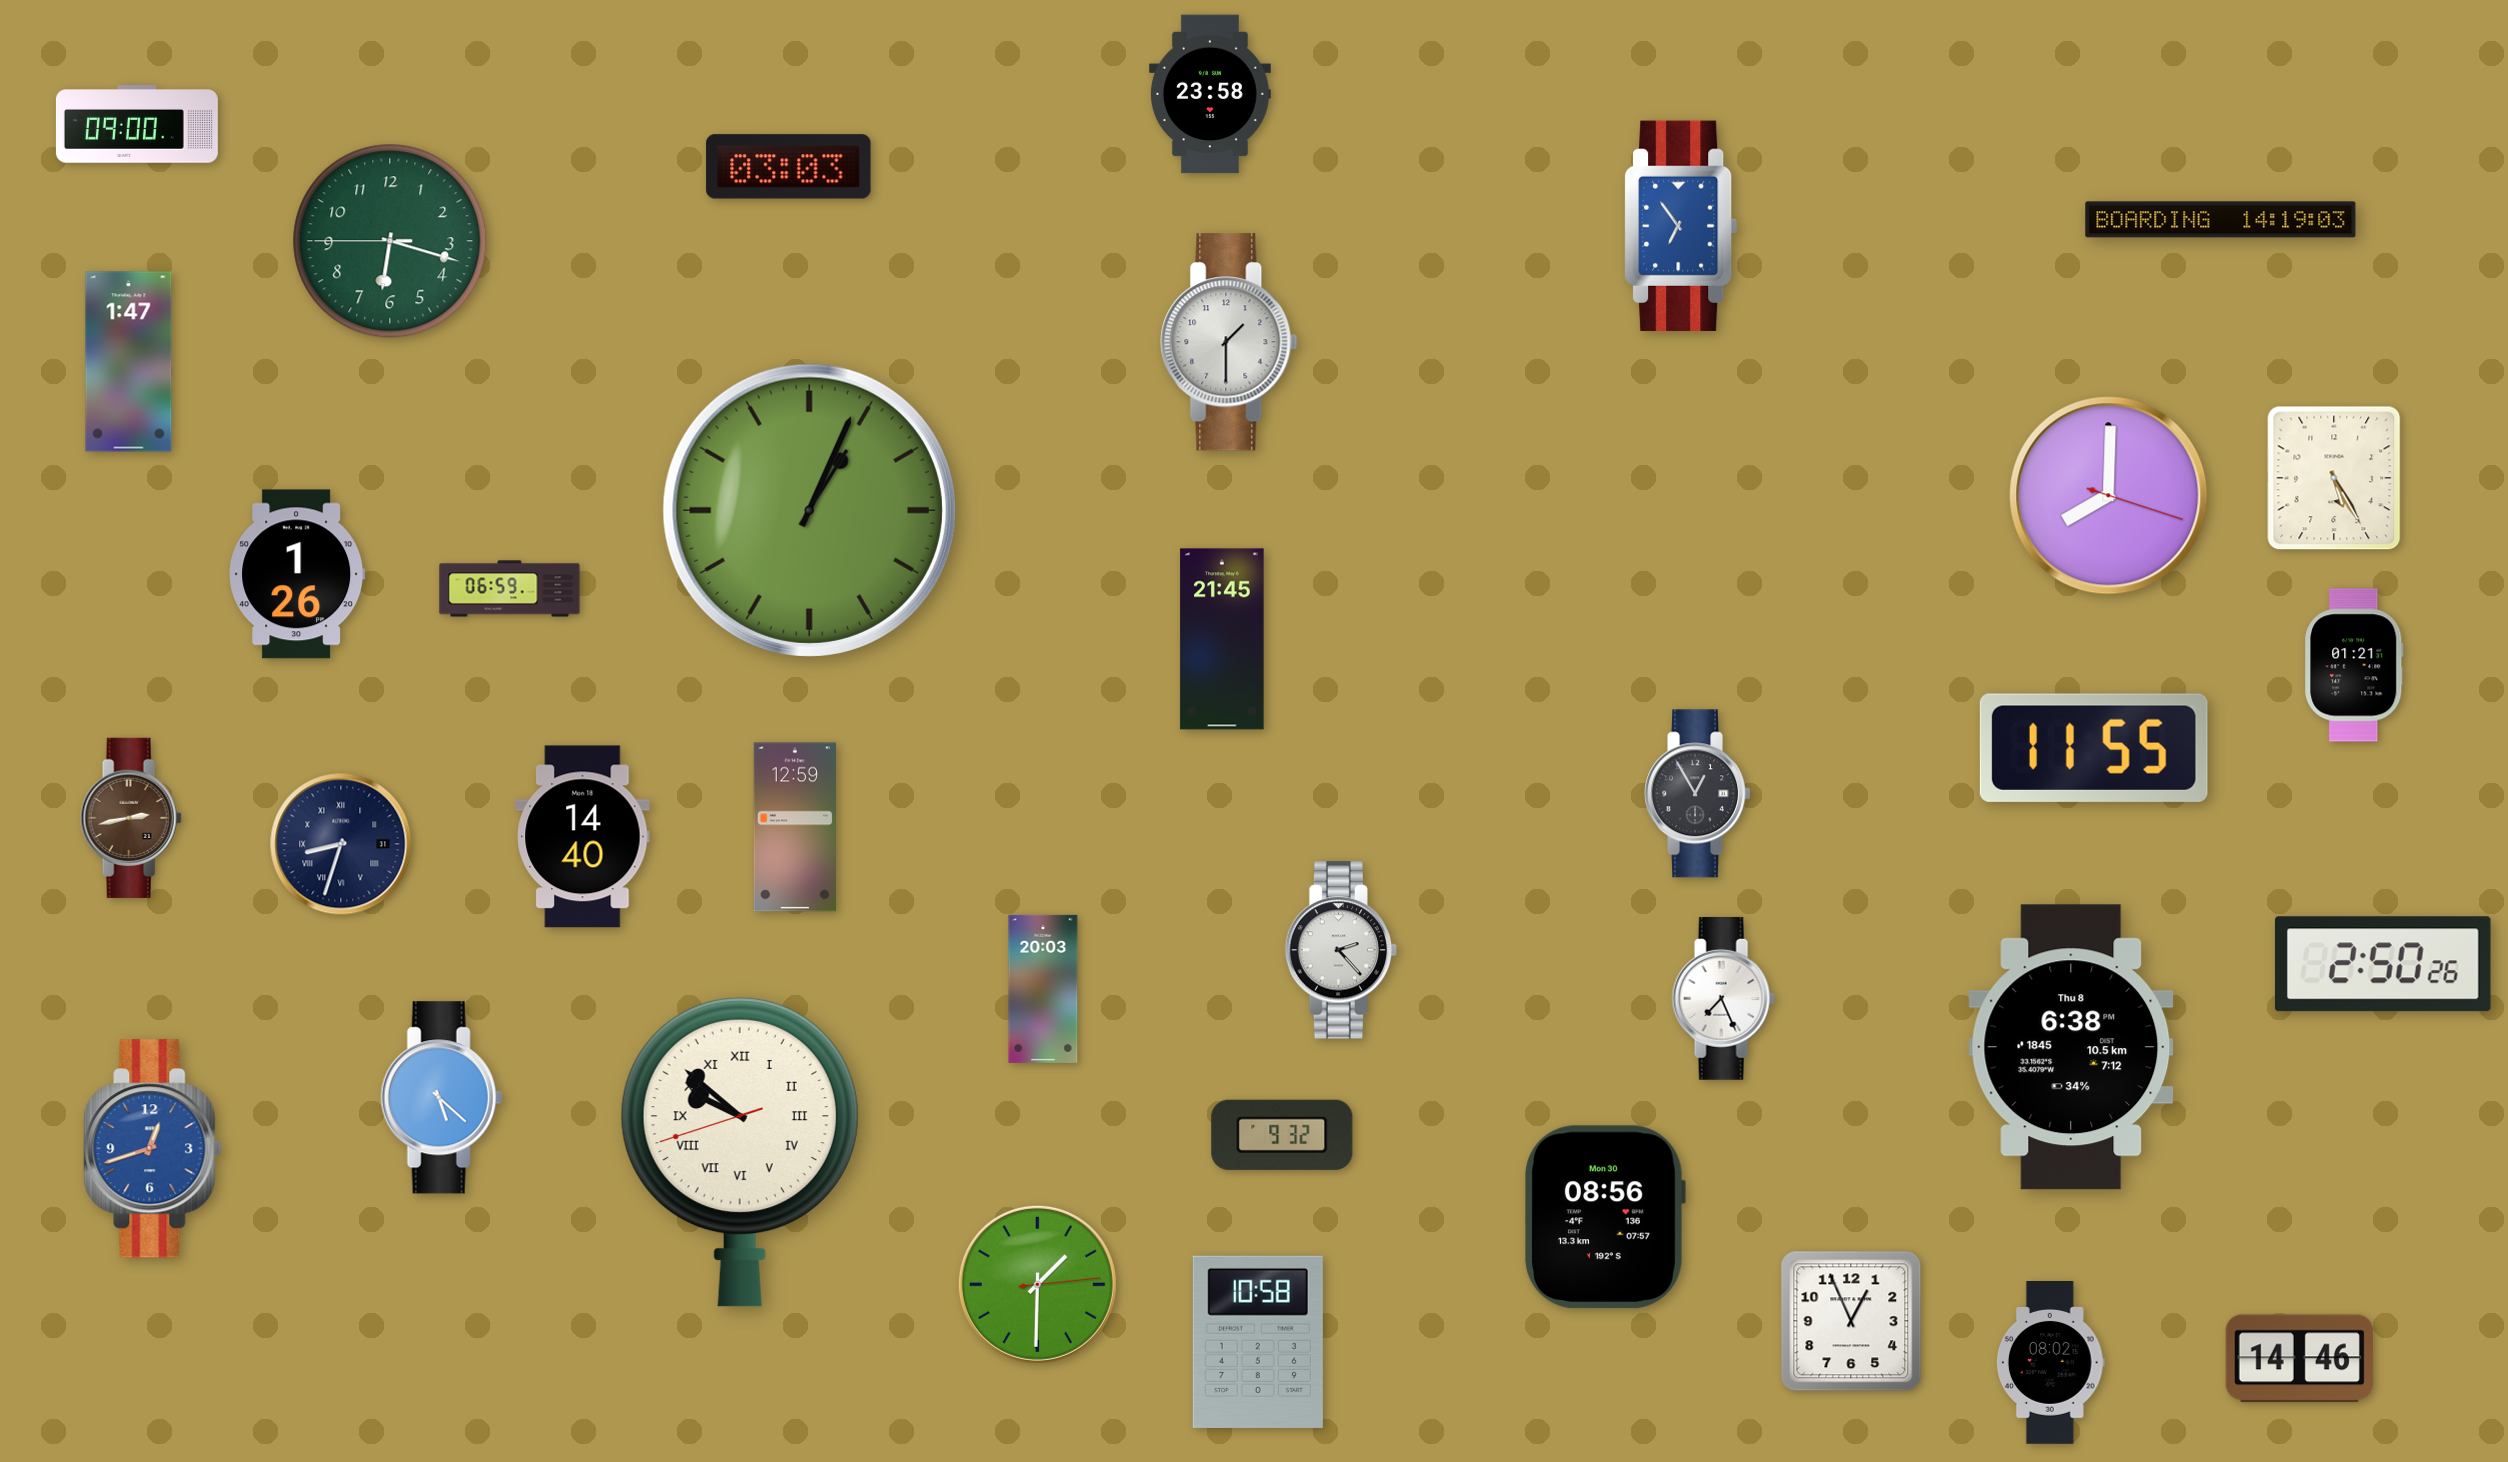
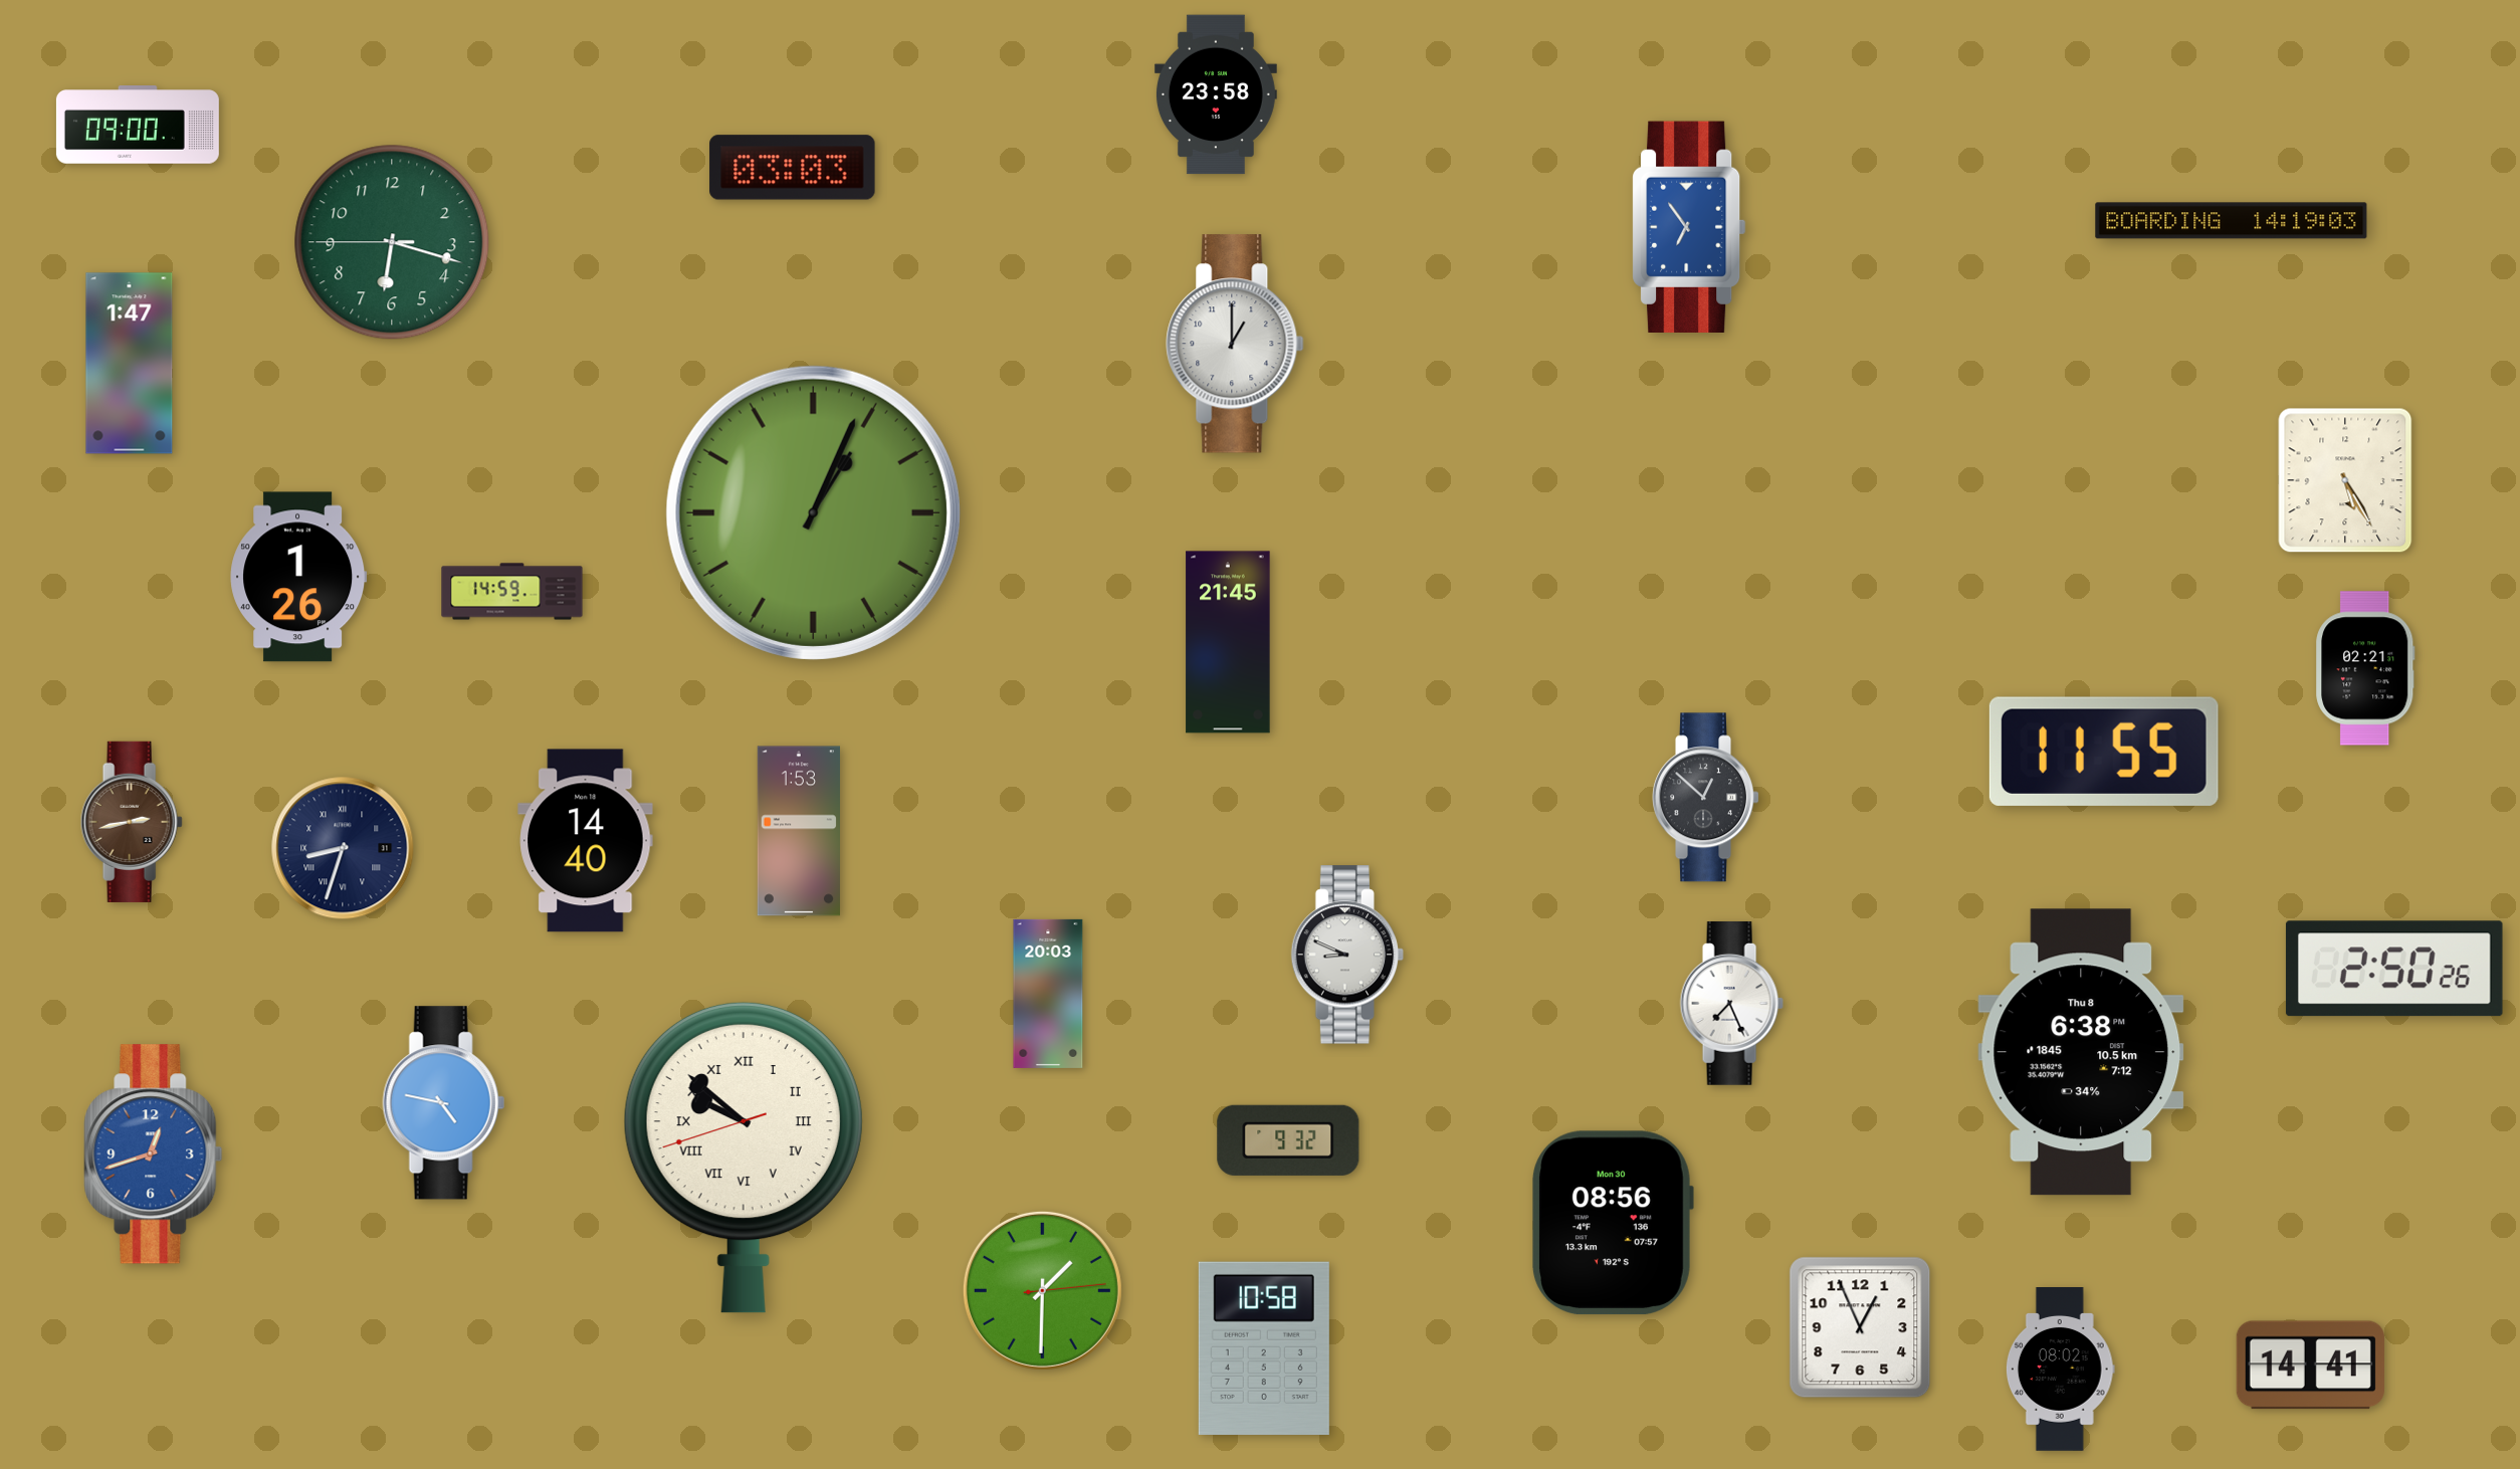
clock at (1229, 342): 1:30 -> 1:00
clock at (2109, 496): 8:00 -> none
clock at (510, 589): 06:59 -> 14:59
clock at (2354, 665): 01:21 -> 02:21
clock at (1698, 794): 12:55 -> 12:52
clock at (795, 827): 12:59 -> 1:53
clock at (1341, 950): 2:23 -> 8:49
clock at (441, 1098): 5:22 -> 4:47
clock at (2299, 1359): 14:46 -> 14:41
